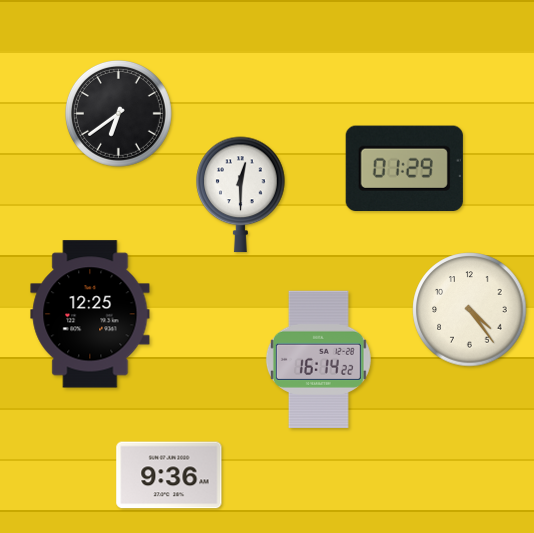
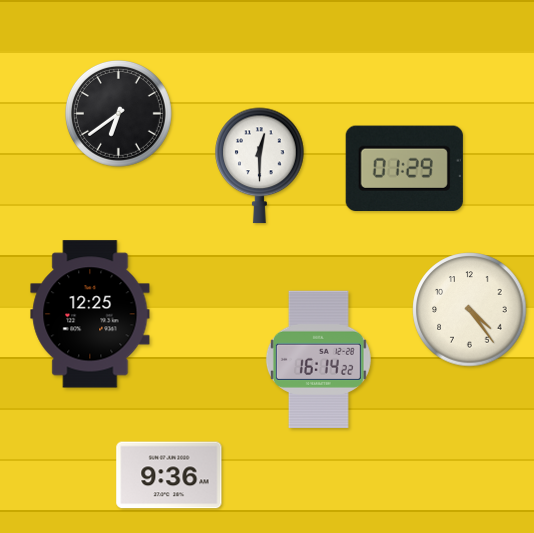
clock at (241, 195) position: (241, 195) -> (260, 166)
